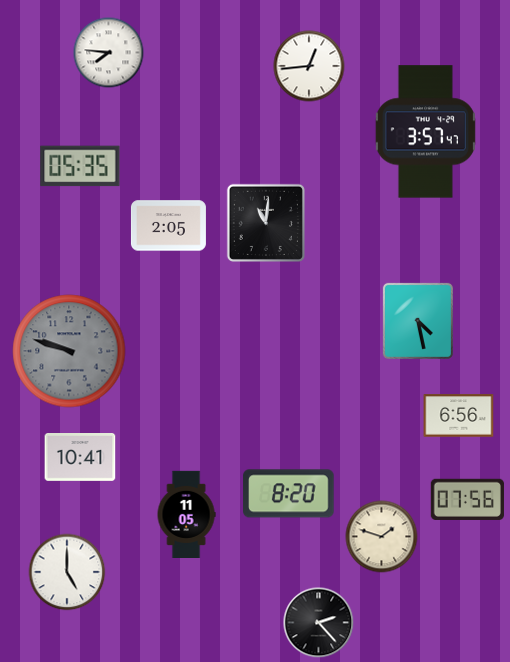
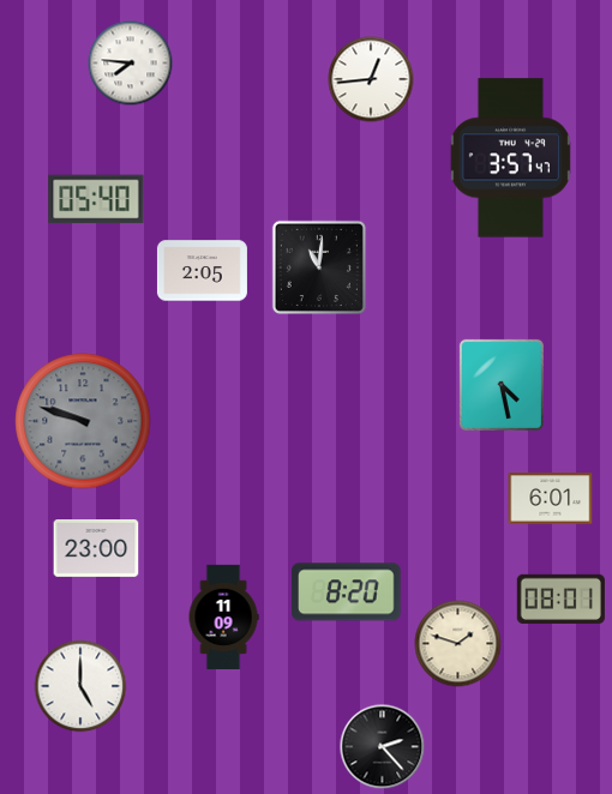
clock at (80, 166): 05:35 -> 05:40
clock at (459, 416): 6:56 -> 6:01
clock at (80, 458): 10:41 -> 23:00
clock at (467, 499): 07:56 -> 08:01
clock at (186, 514): 11:05 -> 11:09
